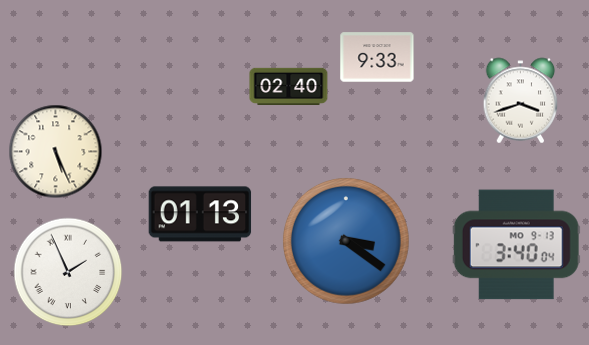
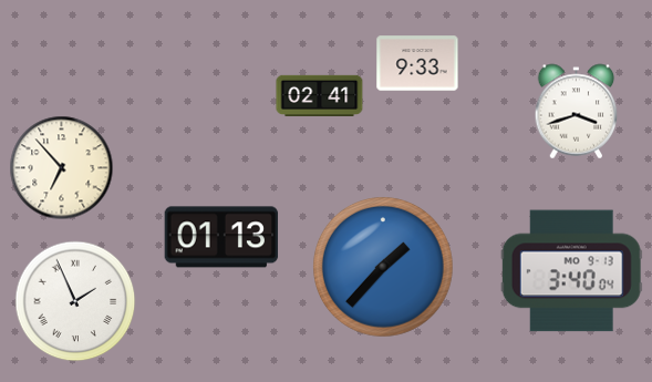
clock at (289, 86): 02:40 -> 02:41
clock at (56, 152): 5:26 -> 6:53
clock at (347, 242): 3:21 -> 1:37
